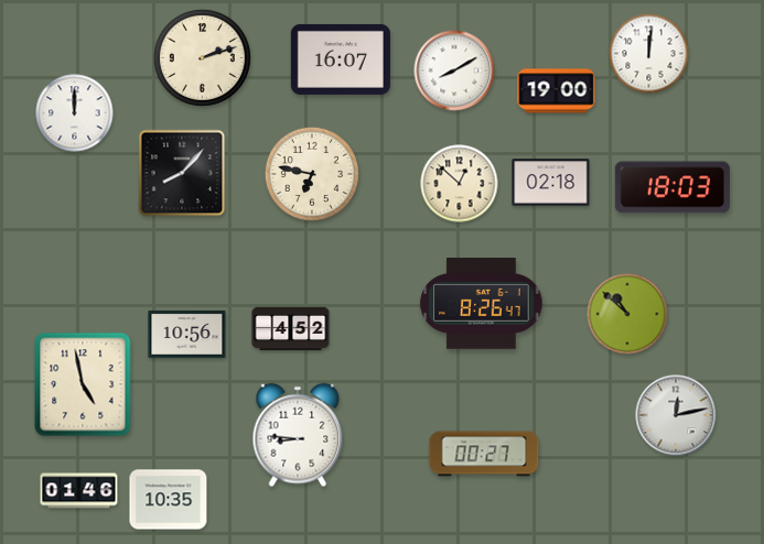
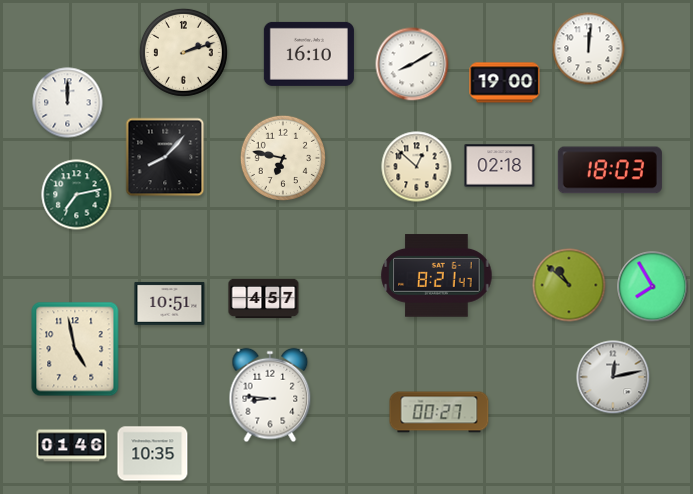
clock at (341, 59): 16:07 -> 16:10
clock at (77, 195): none -> 7:13
clock at (482, 304): 8:26 -> 8:21
clock at (653, 287): none -> 7:55
clock at (291, 329): 4:52 -> 4:57
clock at (187, 334): 10:56 -> 10:51
